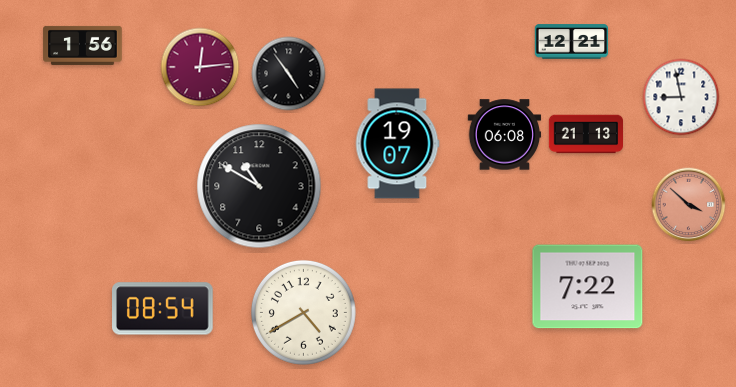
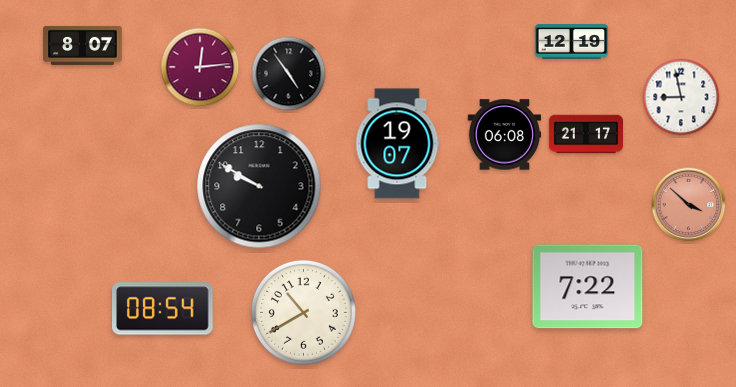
clock at (572, 42): 12:21 -> 12:19
clock at (83, 45): 1:56 -> 8:07
clock at (585, 134): 21:13 -> 21:17
clock at (259, 186): 10:50 -> 9:50
clock at (303, 312): 4:40 -> 10:40
